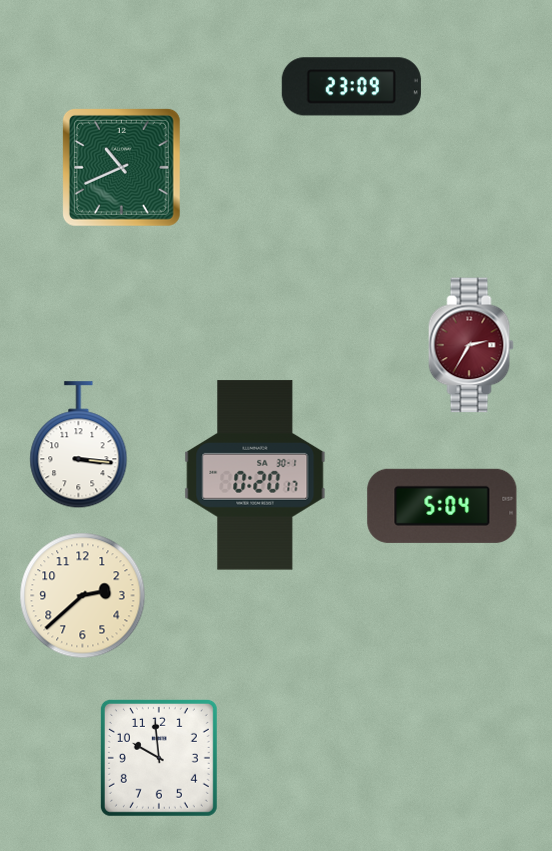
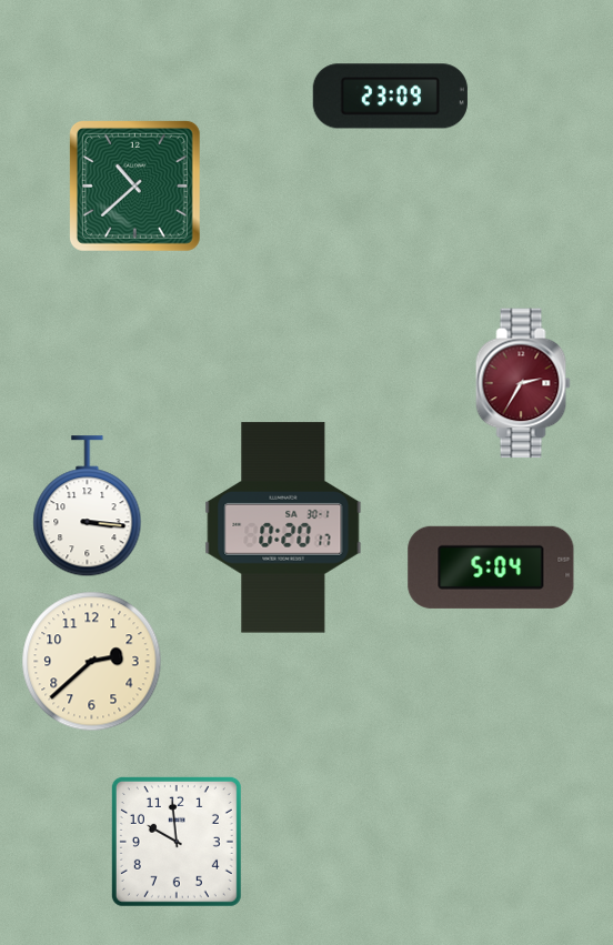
clock at (121, 167): 10:41 -> 10:38
clock at (79, 445) position: (79, 445) -> (88, 506)
clock at (442, 506) position: (442, 506) -> (491, 567)
